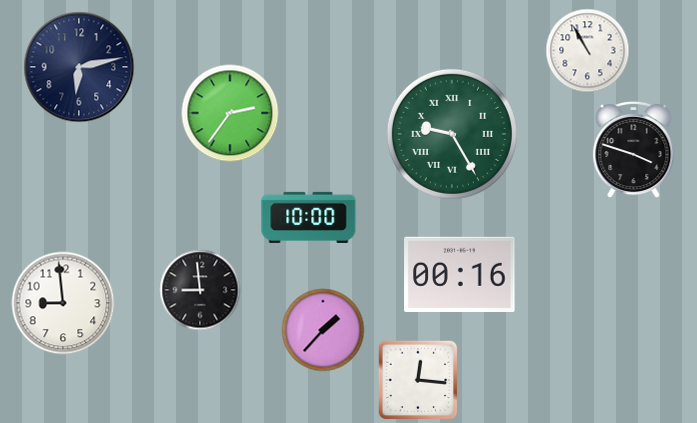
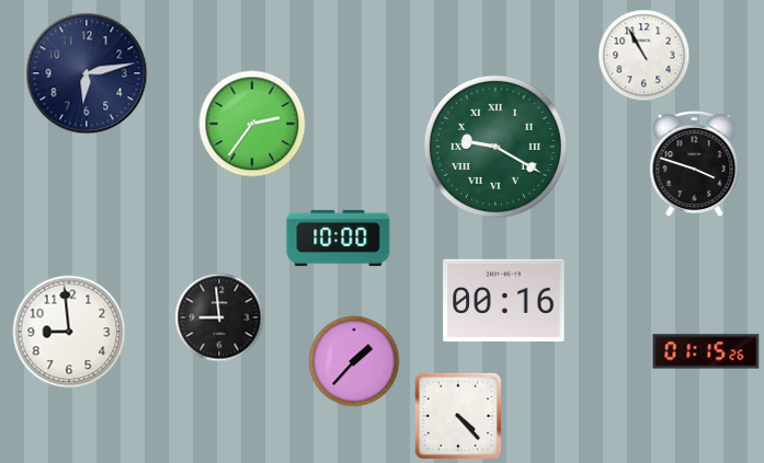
clock at (452, 134): 9:25 -> 9:20
clock at (706, 351): none -> 01:15
clock at (418, 380): 12:16 -> 4:23
